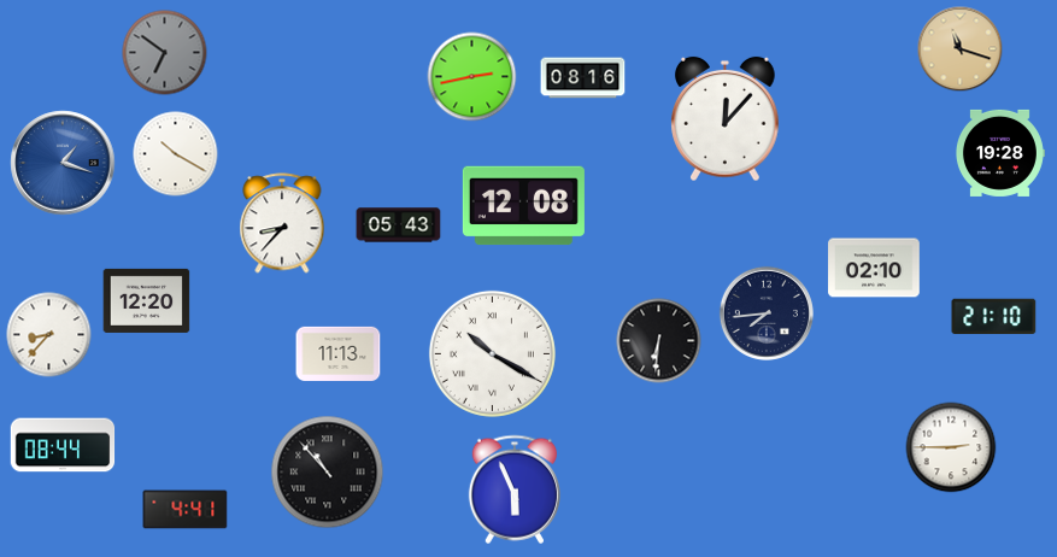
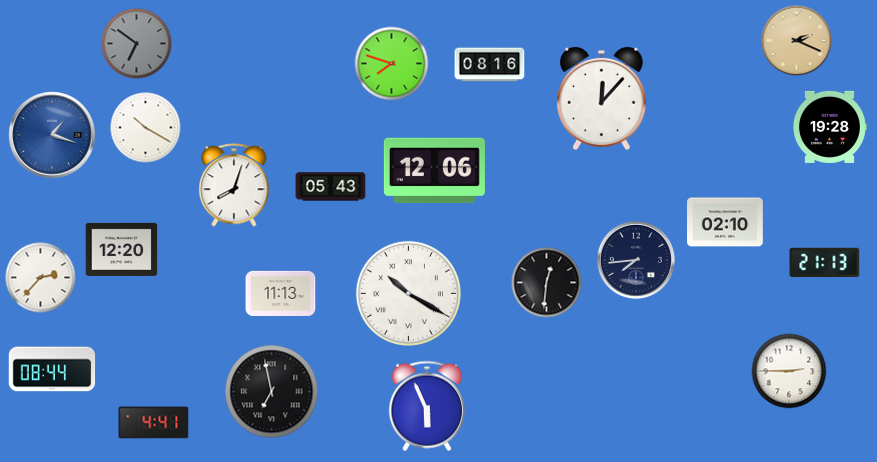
clock at (961, 49): 11:18 -> 2:19
clock at (472, 77): 2:43 -> 7:48
clock at (583, 78) position: (583, 78) -> (490, 65)
clock at (523, 206): 12:08 -> 12:06
clock at (282, 223): 8:37 -> 8:03
clock at (994, 317): 21:10 -> 21:13
clock at (49, 335): 8:37 -> 2:37
clock at (659, 341): 6:31 -> 12:31
clock at (328, 473): 10:53 -> 6:58
